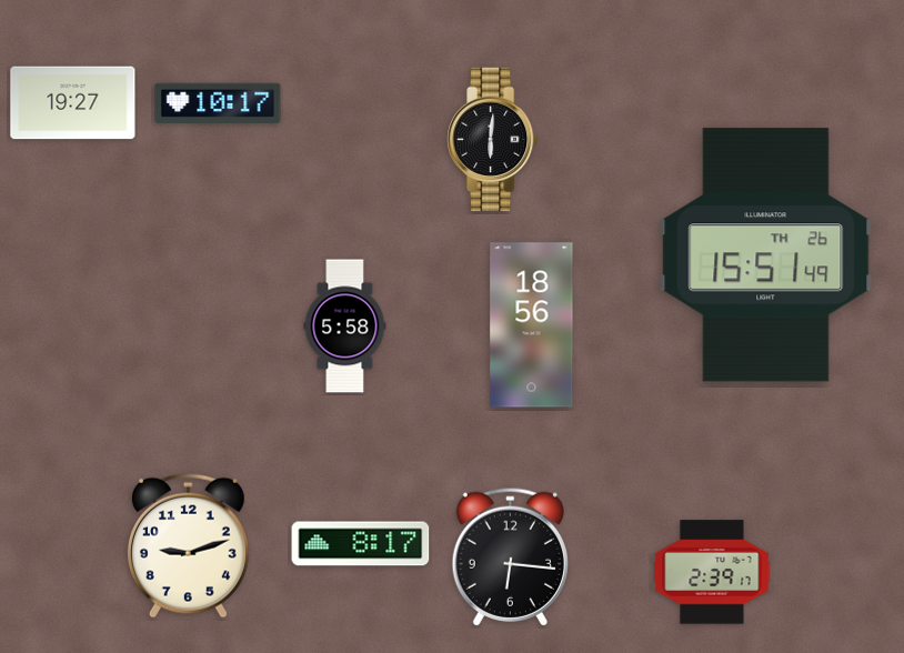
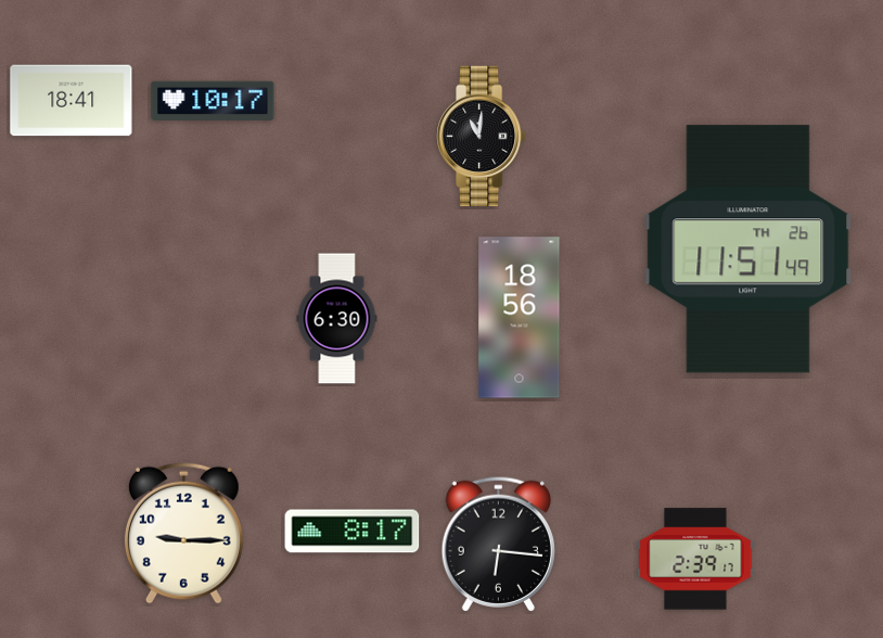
clock at (73, 103): 19:27 -> 18:41
clock at (493, 140): 6:01 -> 11:01
clock at (766, 255): 15:51 -> 11:51
clock at (345, 326): 5:58 -> 6:30
clock at (188, 545): 9:12 -> 9:15
